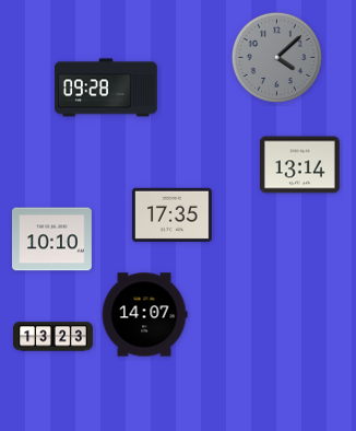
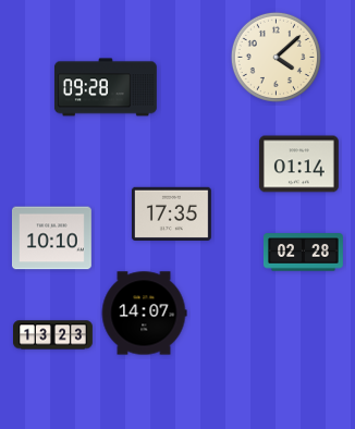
clock at (276, 57) dial: grey -> cream
clock at (299, 165): 13:14 -> 01:14
clock at (303, 253): none -> 02:28
